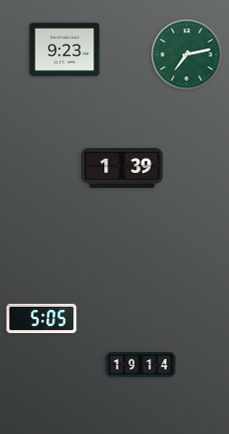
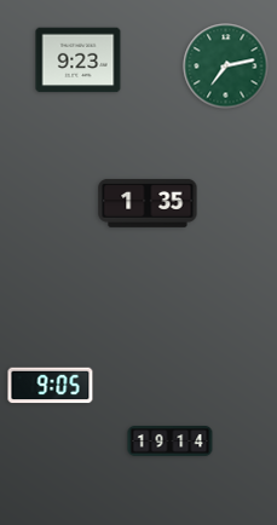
clock at (122, 168): 1:39 -> 1:35
clock at (42, 319): 5:05 -> 9:05
